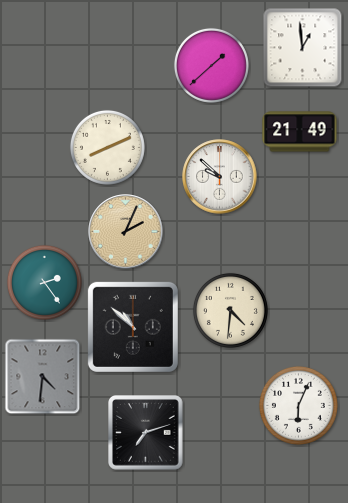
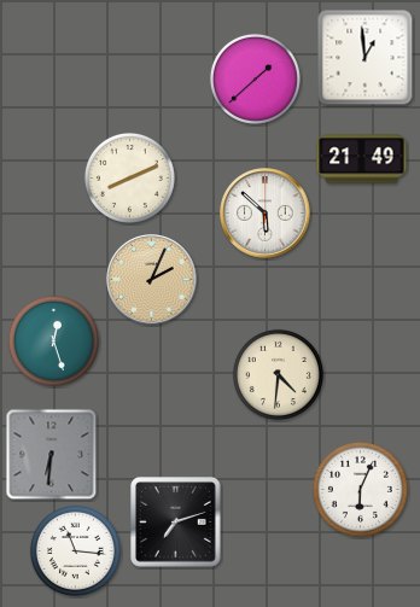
clock at (220, 177): 9:52 -> 5:52
clock at (44, 282): 2:24 -> 12:27
clock at (133, 327): 10:52 -> none
clock at (43, 377): 4:31 -> 6:31
clock at (75, 550): none -> 11:16
